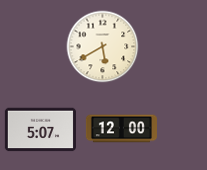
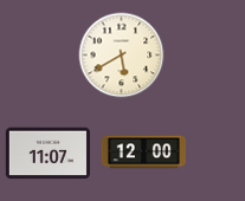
clock at (40, 130): 5:07 -> 11:07
